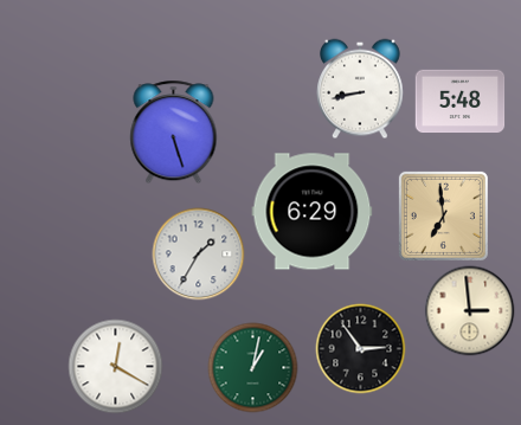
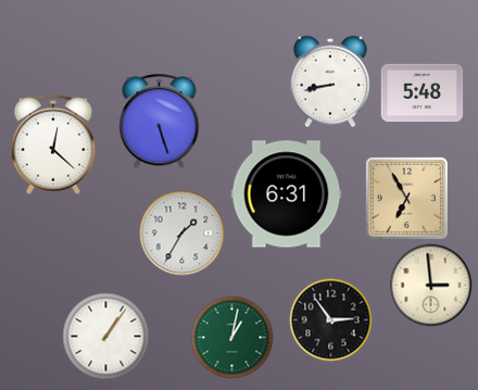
clock at (53, 144): none -> 12:22
clock at (313, 212): 6:29 -> 6:31
clock at (443, 215): 6:59 -> 6:55
clock at (116, 367): 12:20 -> 1:06
